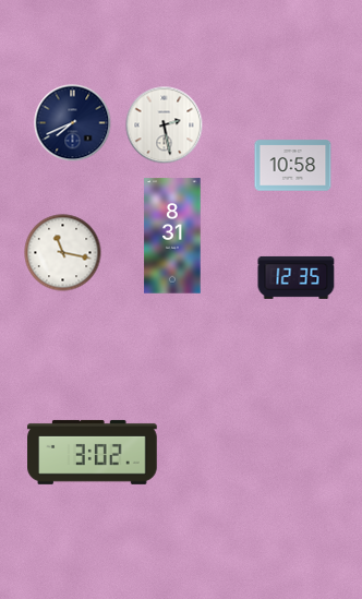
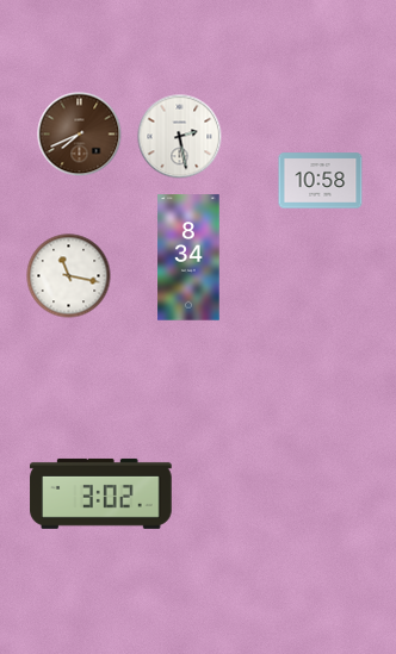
clock at (73, 123) dial: navy -> brown
clock at (172, 236): 8:31 -> 8:34
clock at (297, 277): 12:35 -> none
